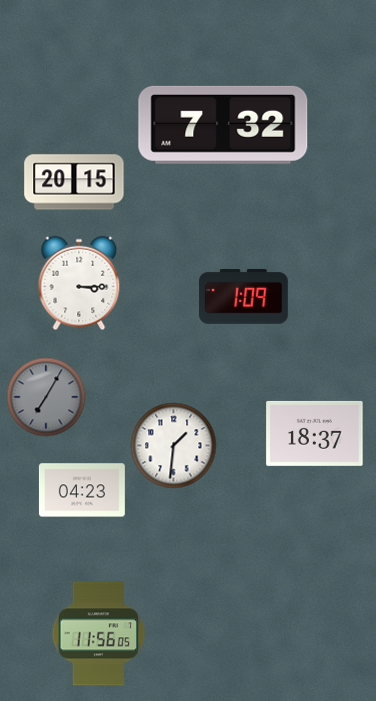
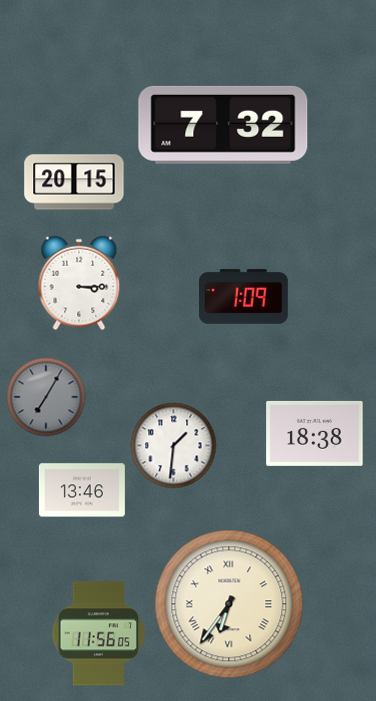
clock at (315, 433): 18:37 -> 18:38
clock at (82, 490): 04:23 -> 13:46
clock at (229, 604): none -> 6:36
